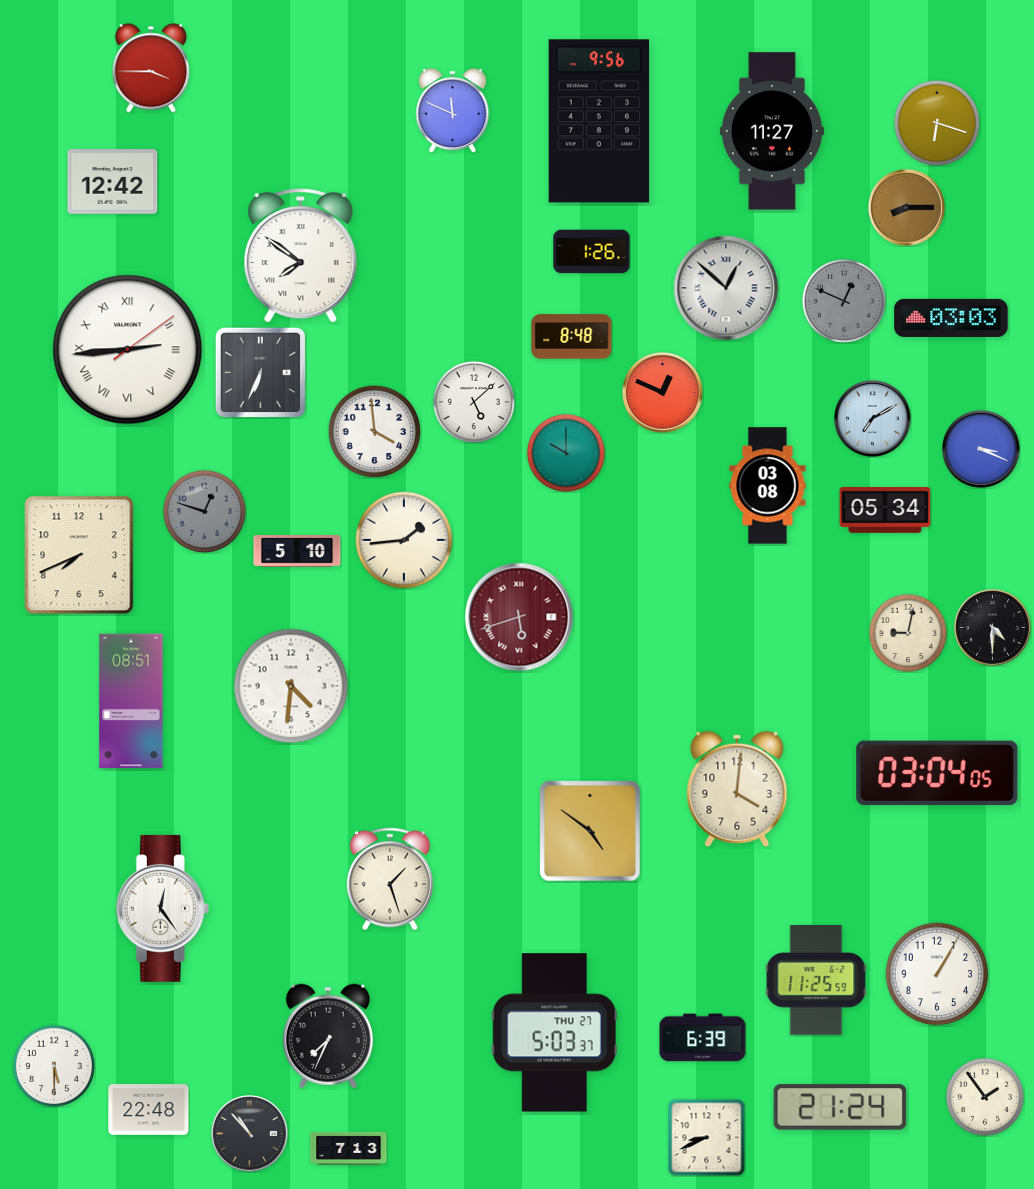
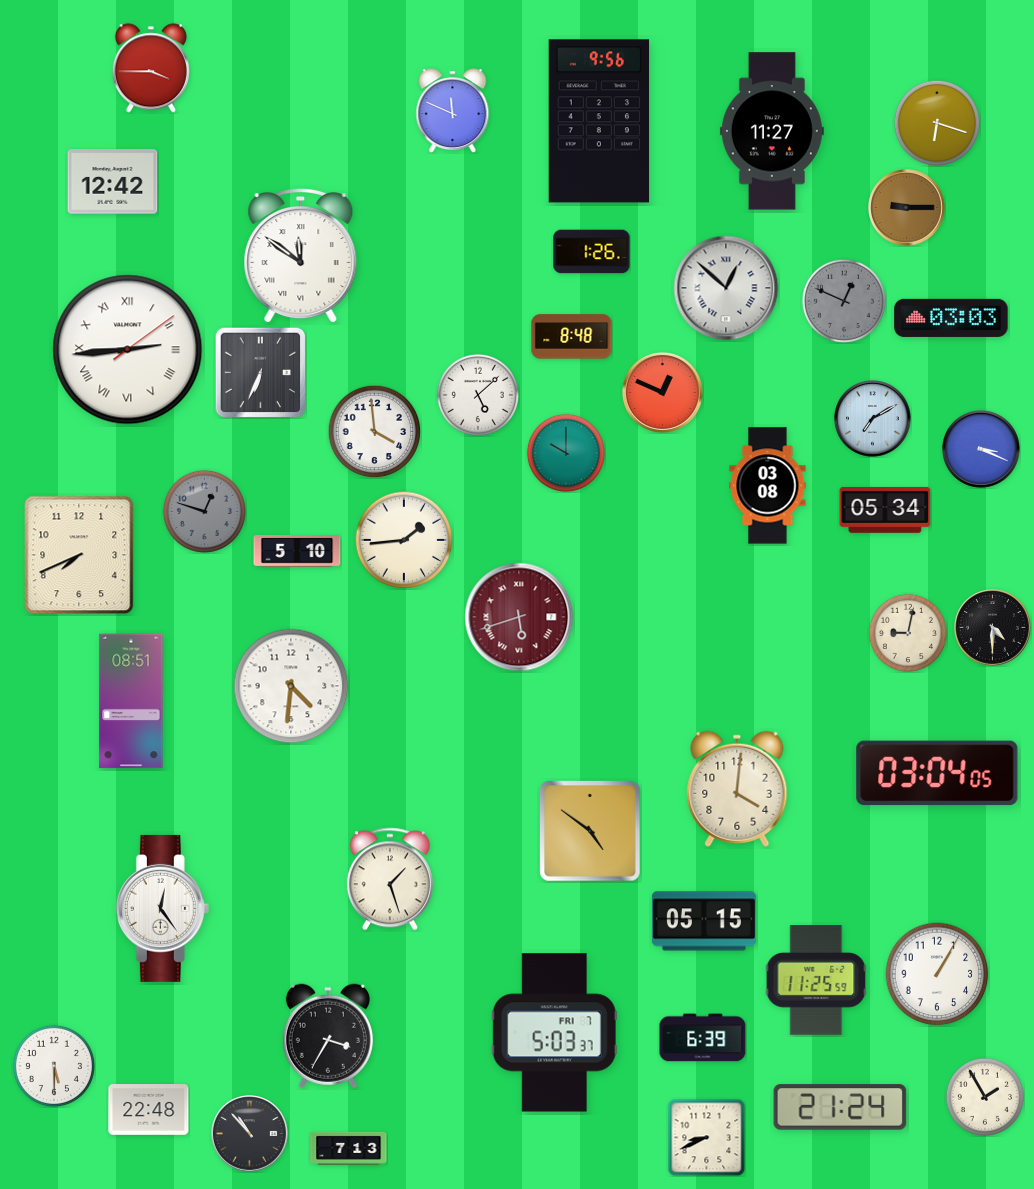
clock at (907, 208): 8:15 -> 9:15
clock at (301, 257): 7:51 -> 11:51
clock at (474, 402) position: (474, 402) -> (478, 395)
clock at (704, 921): none -> 05:15
clock at (554, 1033) date: THU 27 -> FRI 7
clock at (328, 1036): 7:34 -> 3:35
clock at (985, 1097): 1:54 -> 1:55
